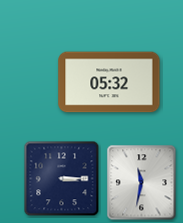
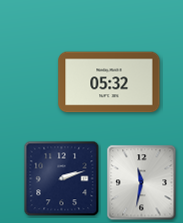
clock at (62, 179): 3:15 -> 2:12
